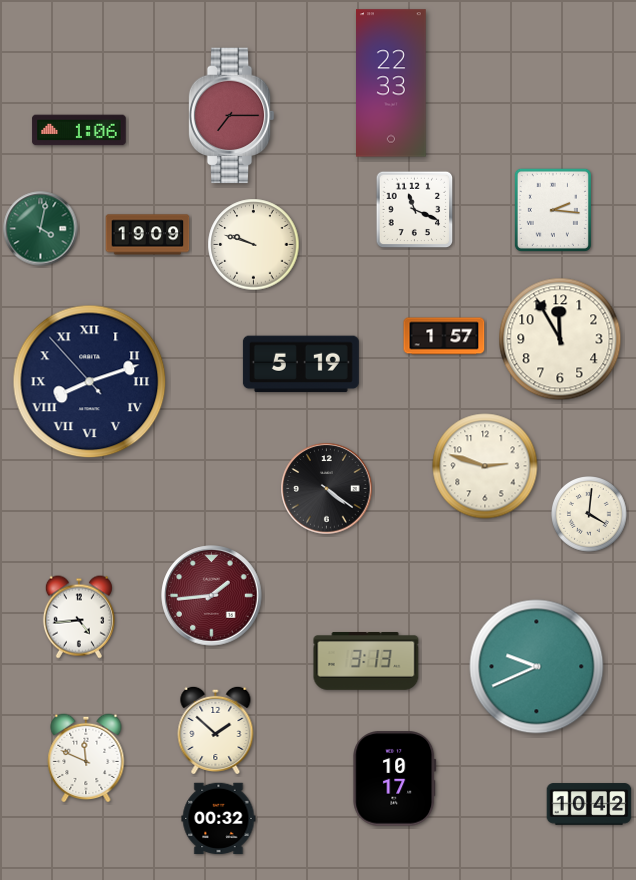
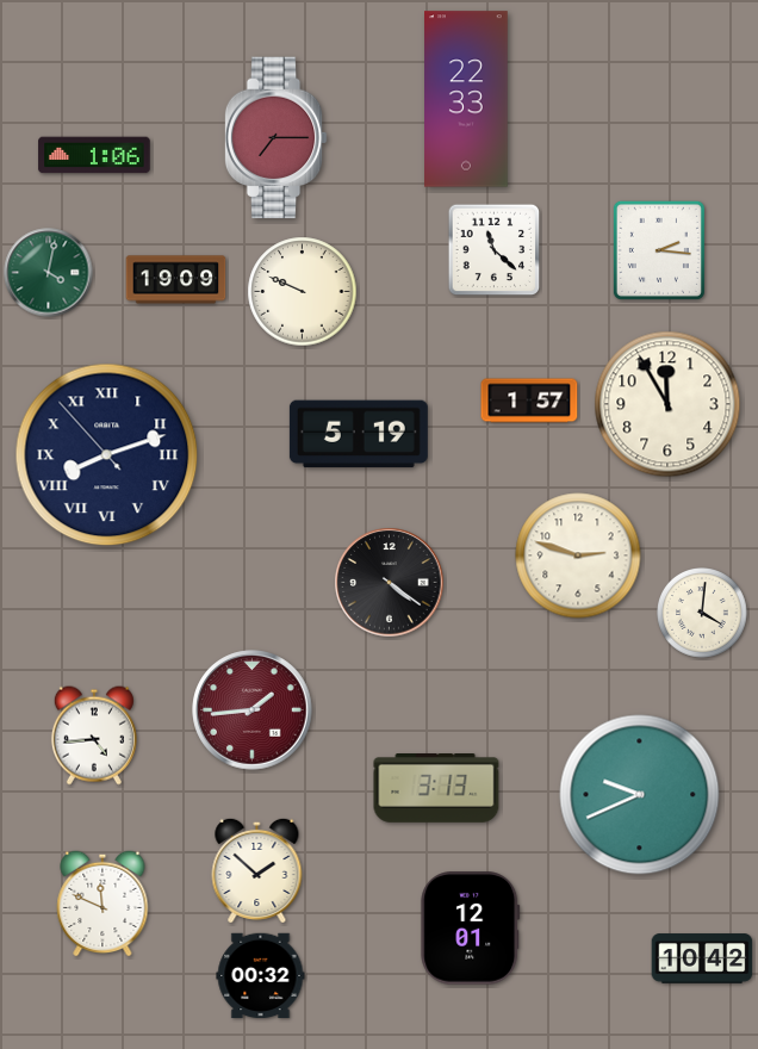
clock at (415, 210): 11:19 -> 11:22
clock at (254, 245): 9:48 -> 9:49
clock at (395, 779): 10:17 -> 12:01
